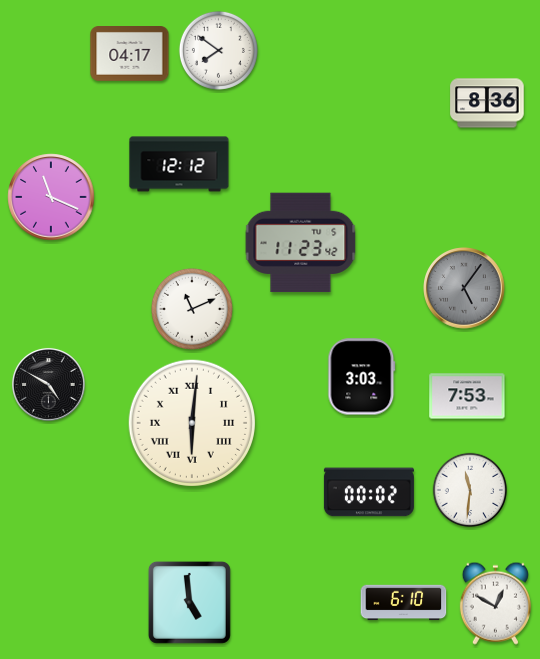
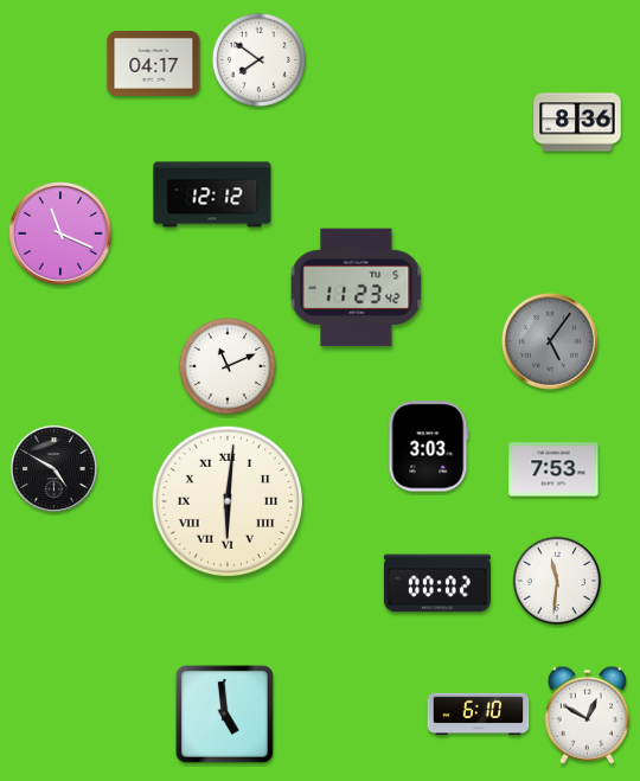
clock at (48, 384) position: (48, 384) -> (53, 468)
